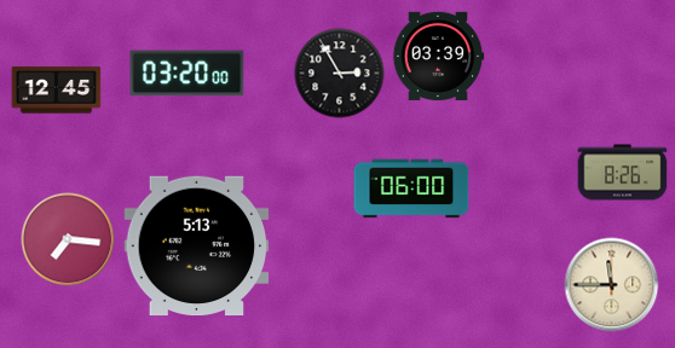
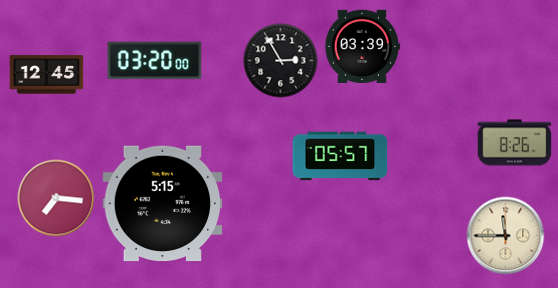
clock at (411, 188): 06:00 -> 05:57
clock at (197, 246): 5:13 -> 5:15
